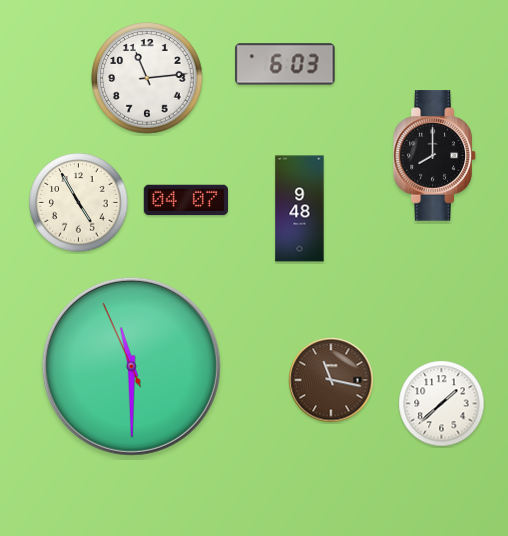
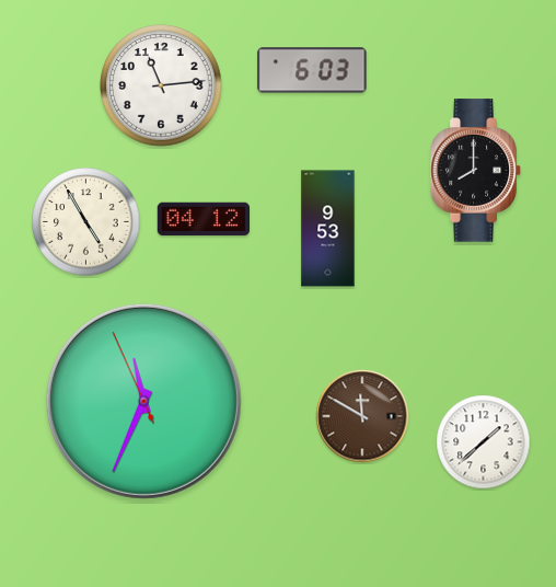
clock at (185, 200): 04:07 -> 04:12
clock at (300, 209): 9:48 -> 9:53
clock at (131, 366): 11:29 -> 11:33
clock at (331, 380): 11:17 -> 11:50
